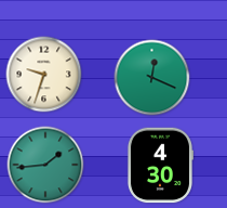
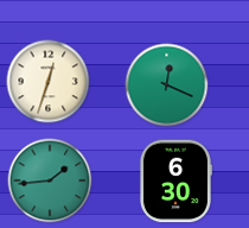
clock at (44, 75): 9:33 -> 12:33
clock at (160, 166): 4:30 -> 6:30
